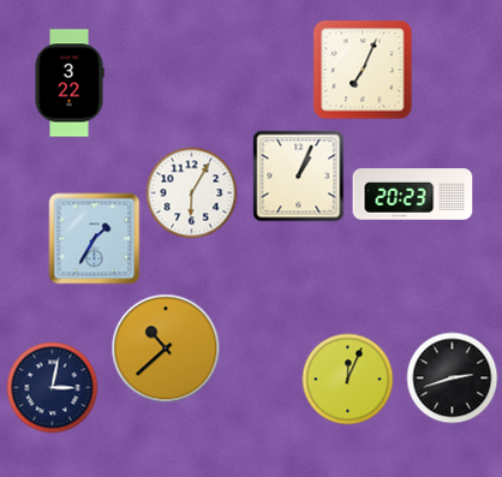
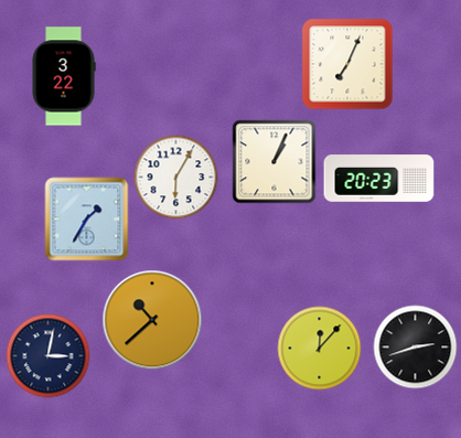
clock at (363, 70) position: (363, 70) -> (347, 64)
clock at (348, 380): 12:04 -> 12:07
